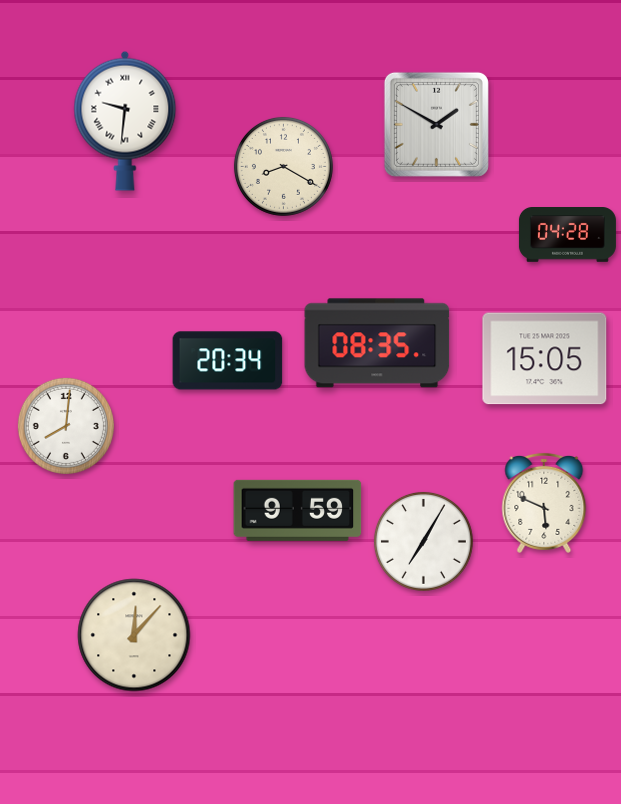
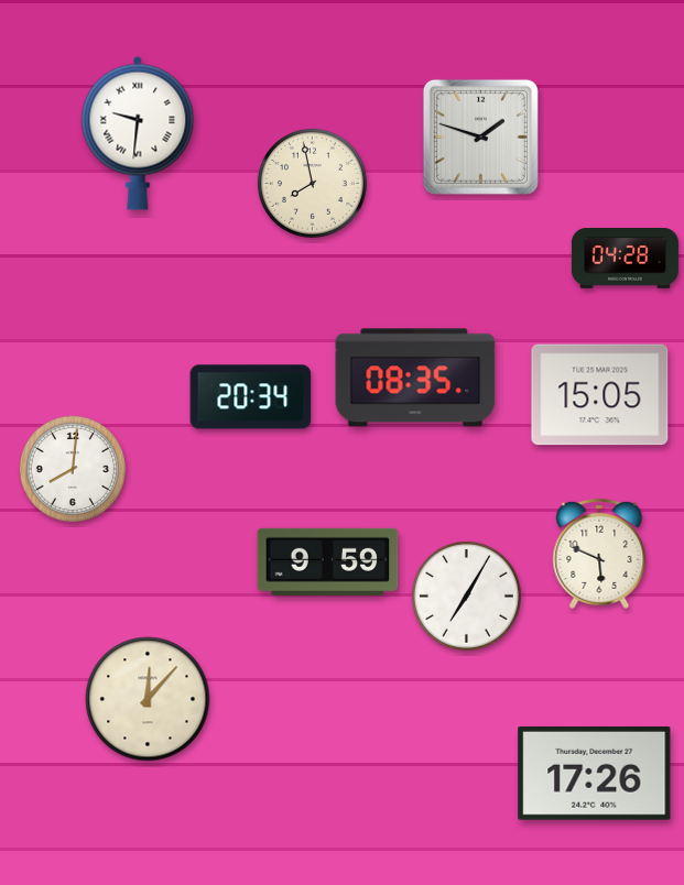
clock at (436, 124): 1:50 -> 1:48
clock at (283, 166): 8:20 -> 7:58
clock at (595, 773): none -> 17:26
